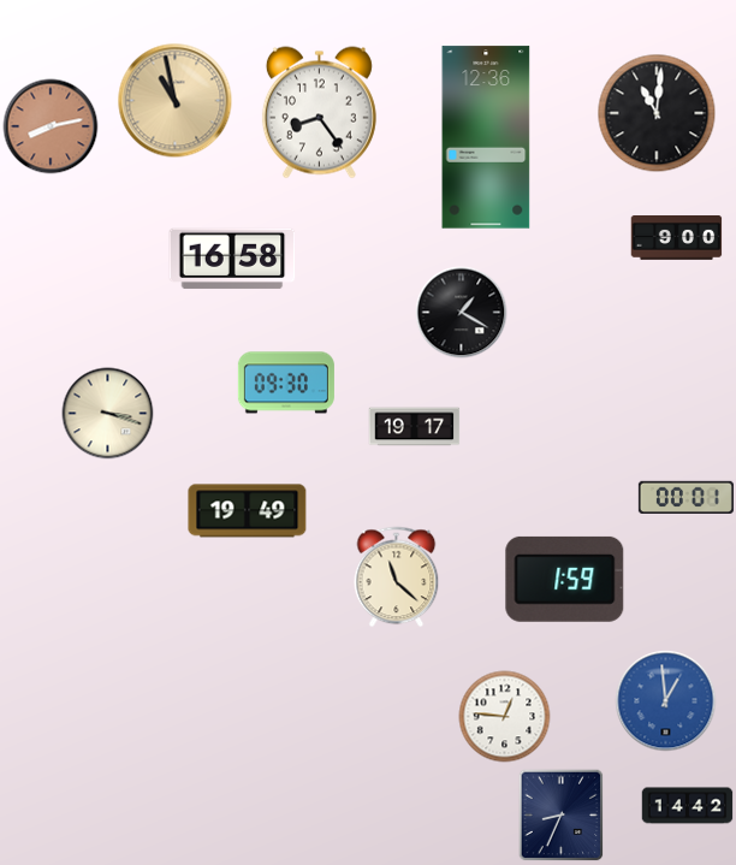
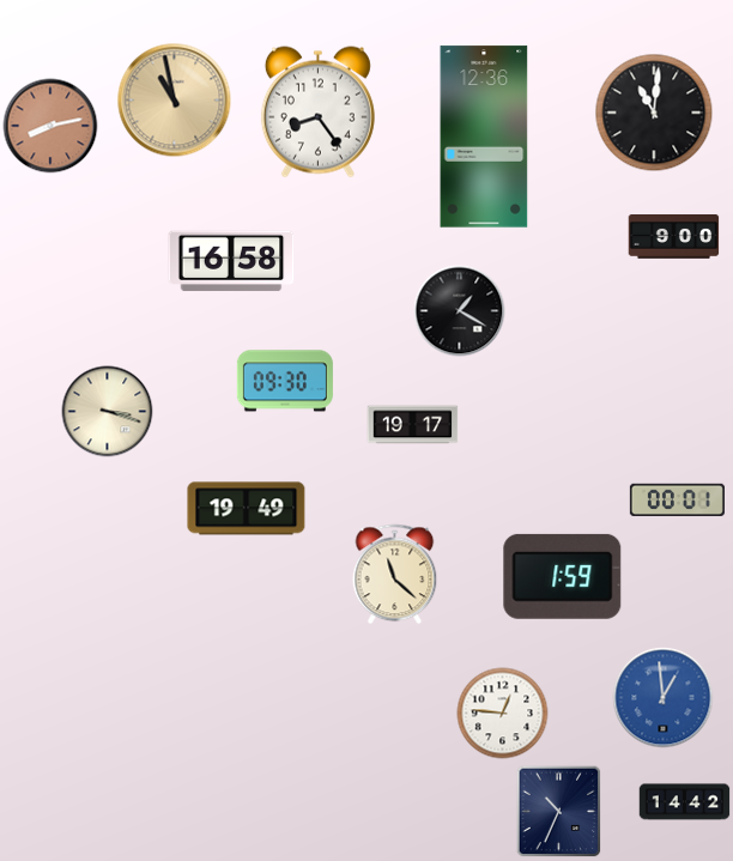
clock at (232, 259) position: (232, 259) -> (231, 261)
clock at (685, 498) position: (685, 498) -> (677, 501)
clock at (562, 816): 8:34 -> 10:34
